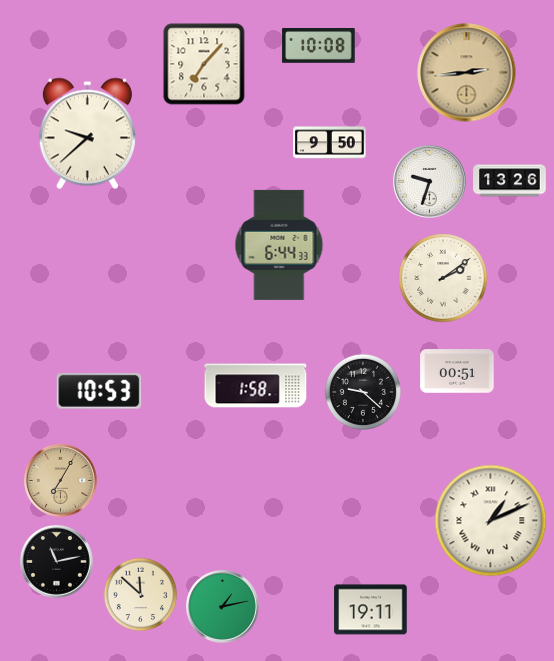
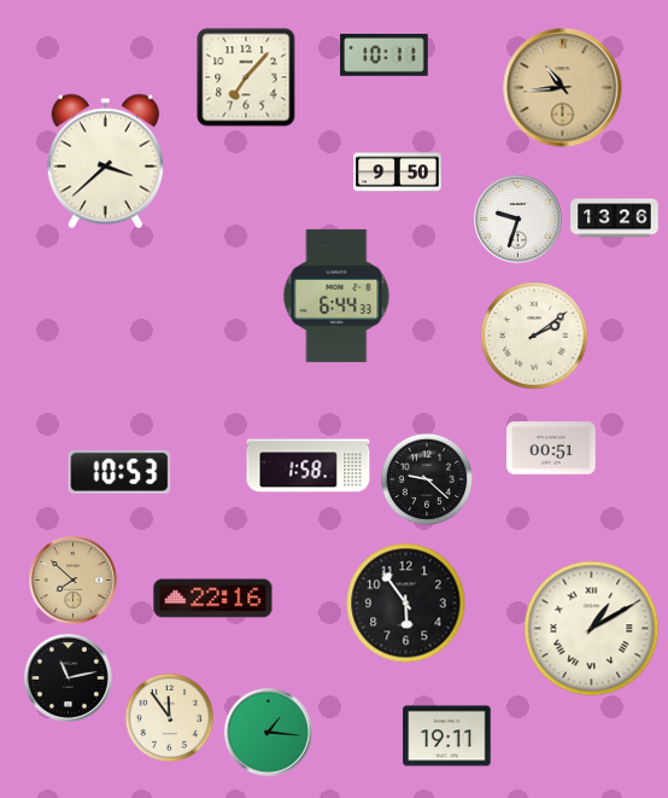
clock at (319, 46): 10:08 -> 10:11
clock at (467, 73): 2:44 -> 10:44
clock at (87, 134): 9:38 -> 3:38
clock at (363, 392) position: (363, 392) -> (427, 479)
clock at (61, 481): 7:05 -> 7:52
clock at (213, 599): none -> 22:16
clock at (406, 604): none -> 5:54
clock at (491, 521): 1:11 -> 1:10
clock at (141, 595): 11:52 -> 11:54
clock at (223, 607): 1:13 -> 1:16
